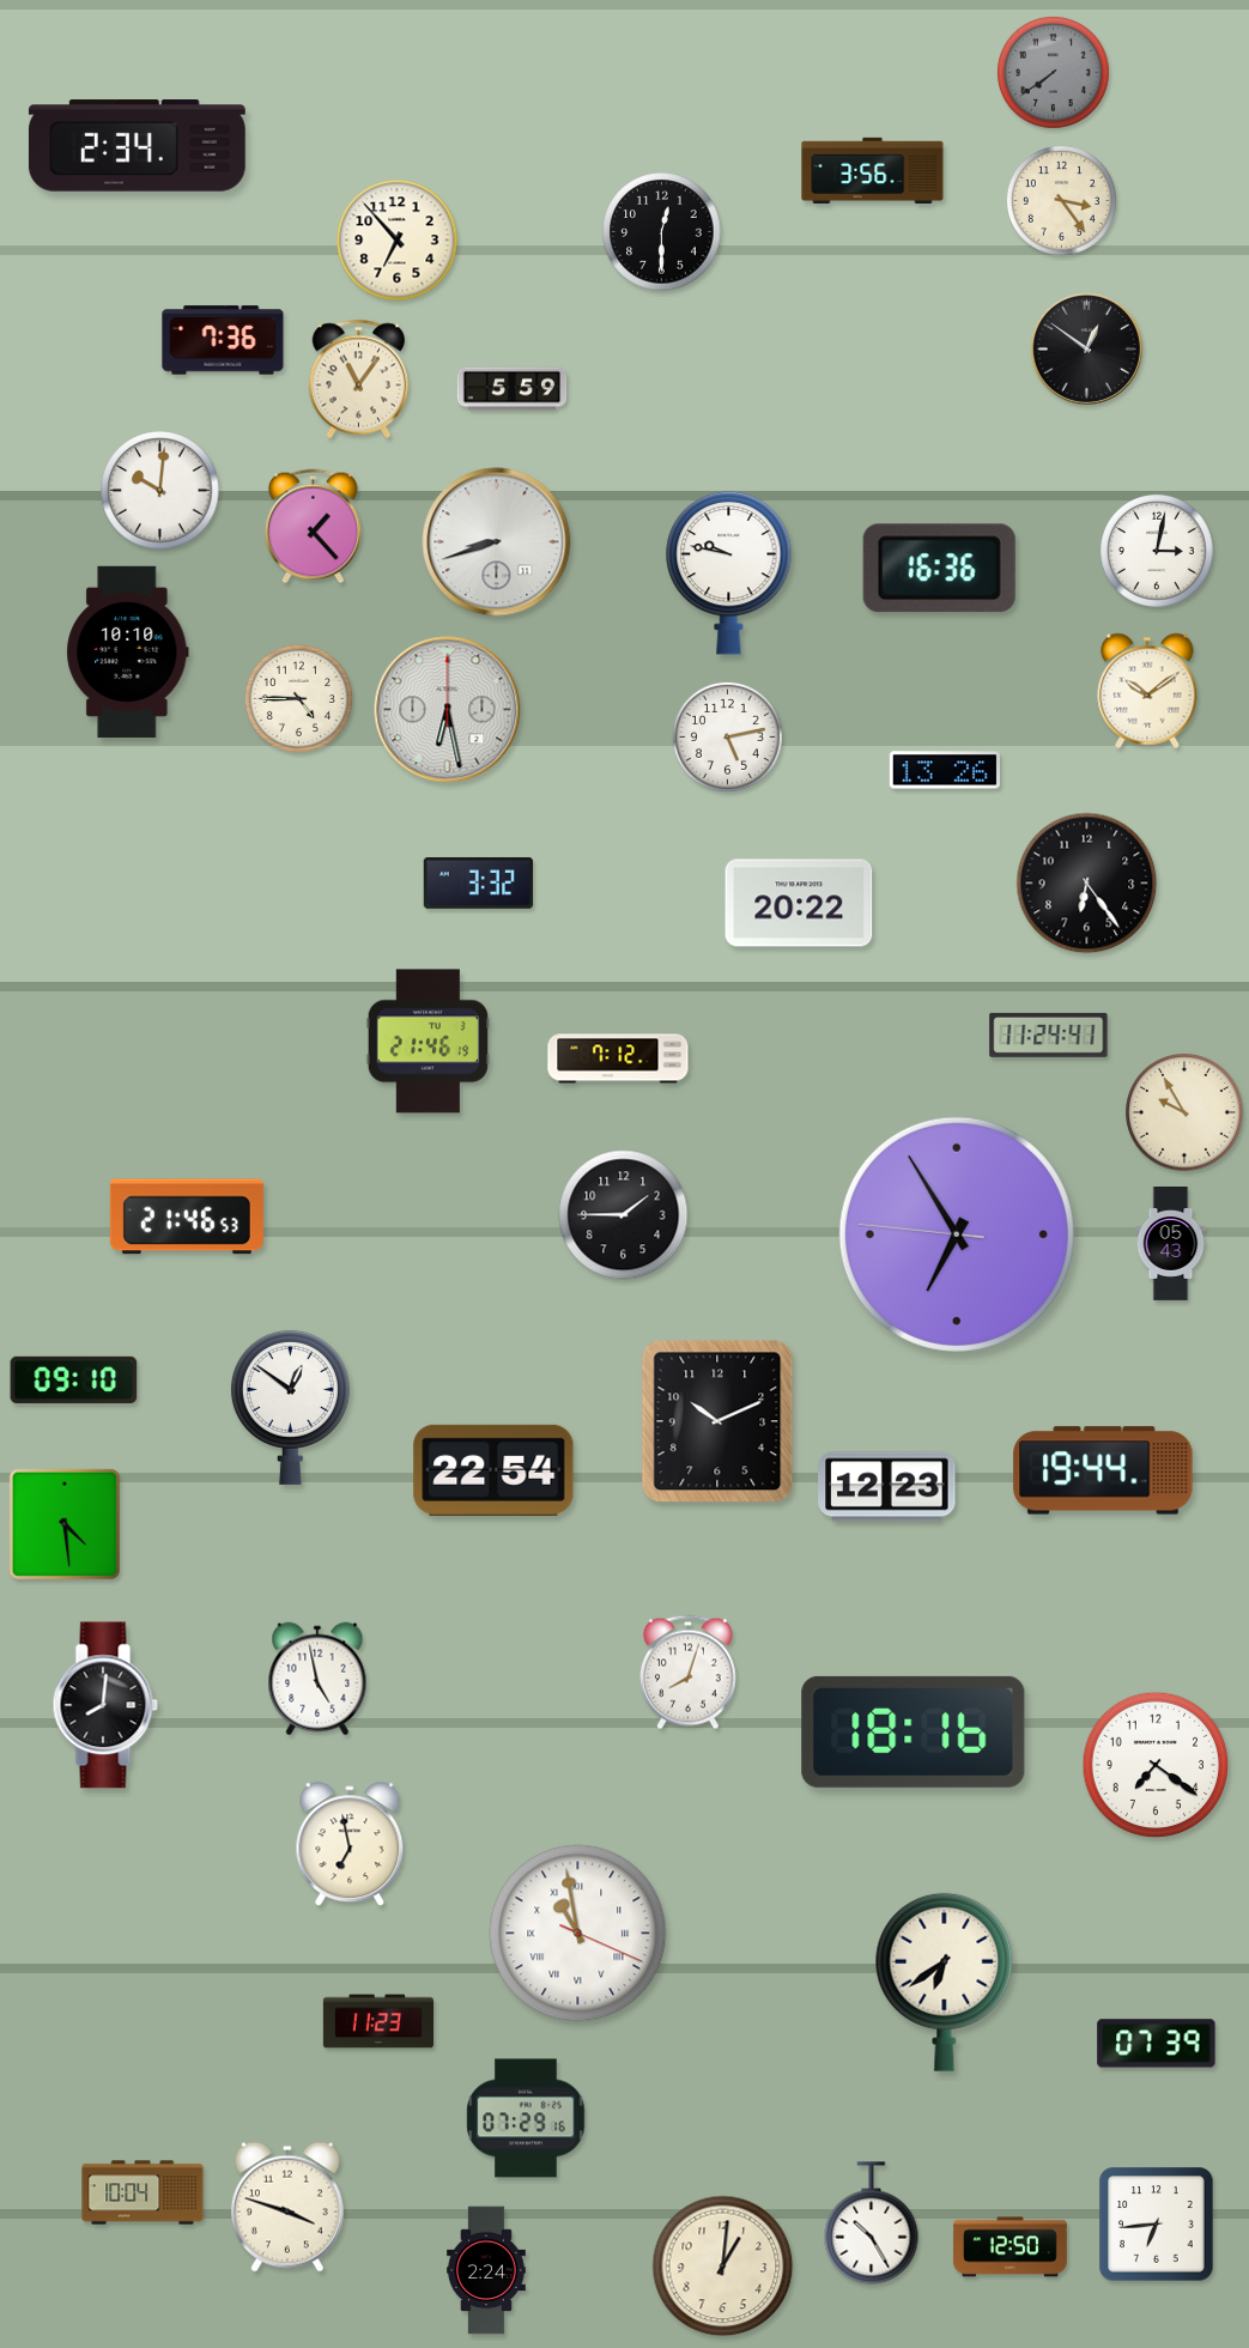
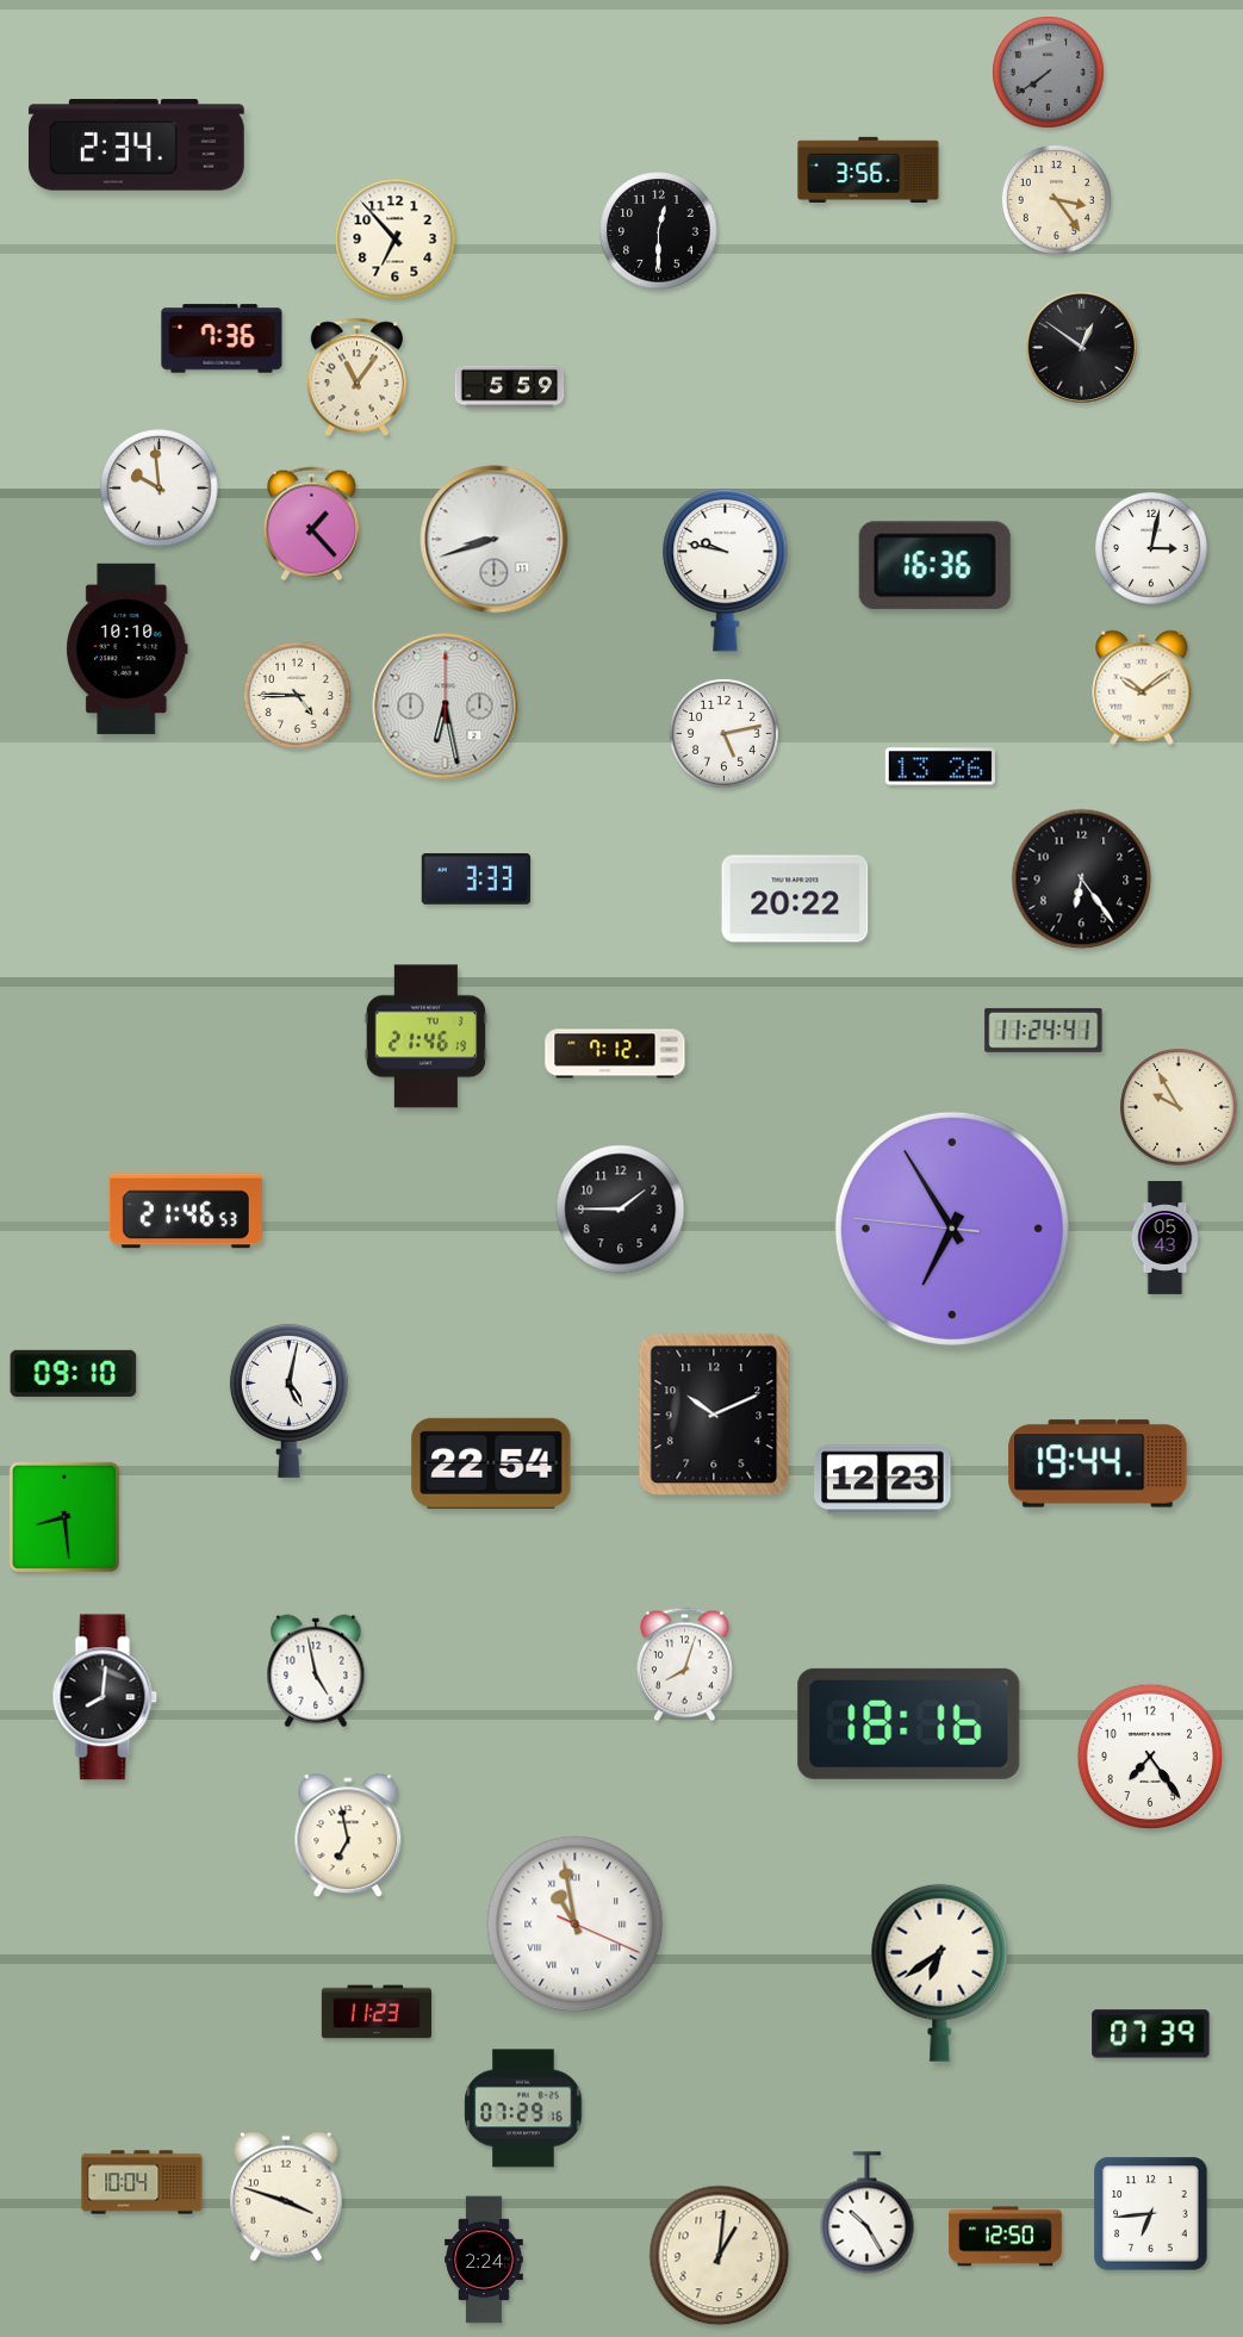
clock at (160, 491): 10:01 -> 9:59
clock at (479, 884): 3:32 -> 3:33
clock at (290, 1407): 12:51 -> 5:02
clock at (65, 1524): 4:29 -> 8:29
clock at (1156, 1765): 7:21 -> 7:24
